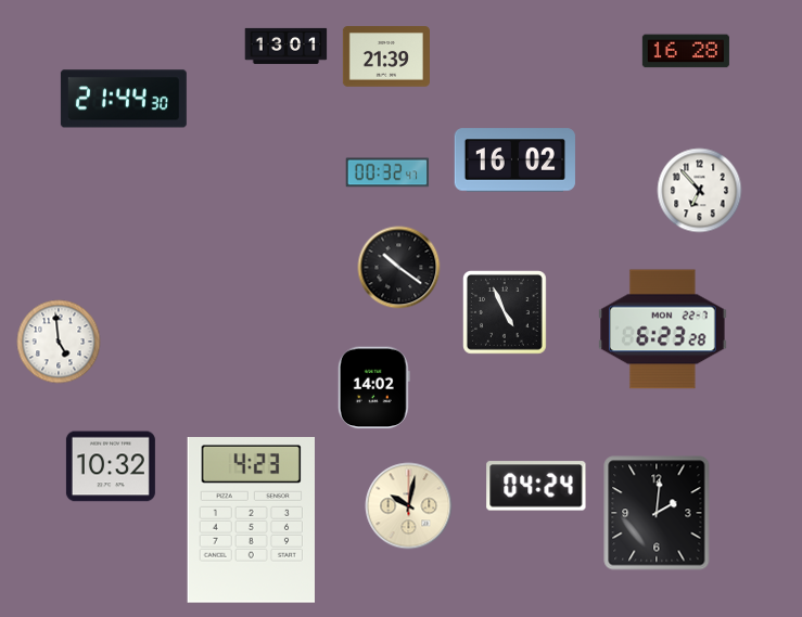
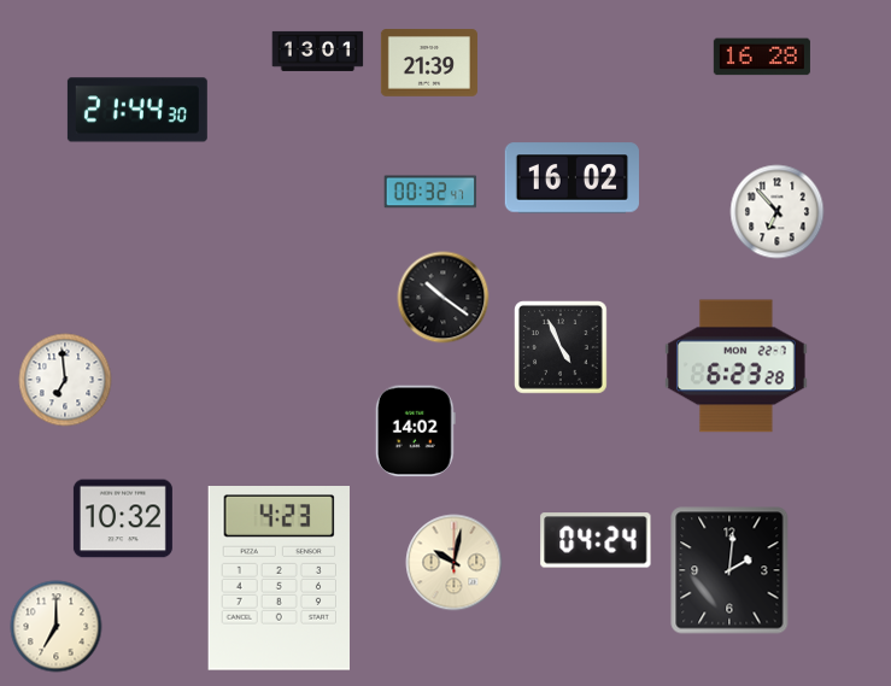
clock at (59, 342): 4:59 -> 6:59
clock at (57, 627): none -> 7:00
